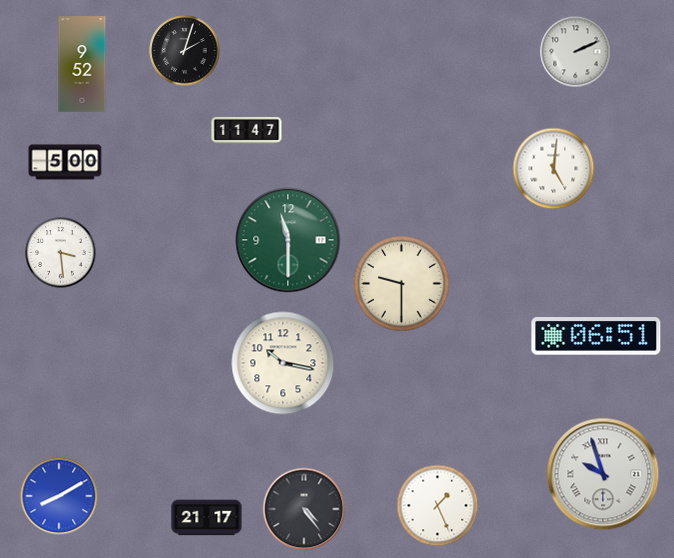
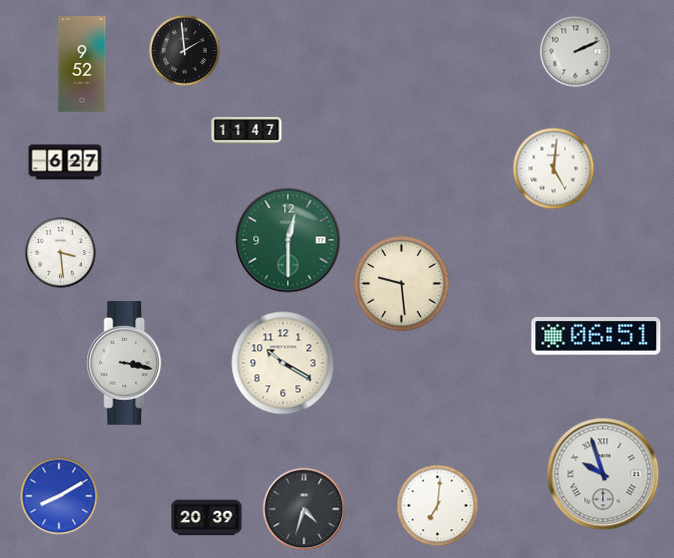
clock at (185, 51): 2:03 -> 1:59
clock at (65, 162): 5:00 -> 6:27
clock at (288, 240): 11:30 -> 12:30
clock at (402, 284): 9:30 -> 9:29
clock at (126, 363): none -> 3:17
clock at (283, 363): 10:17 -> 10:20
clock at (438, 506): 1:26 -> 7:01
clock at (304, 509): 4:24 -> 4:33
clock at (207, 518): 21:17 -> 20:39
